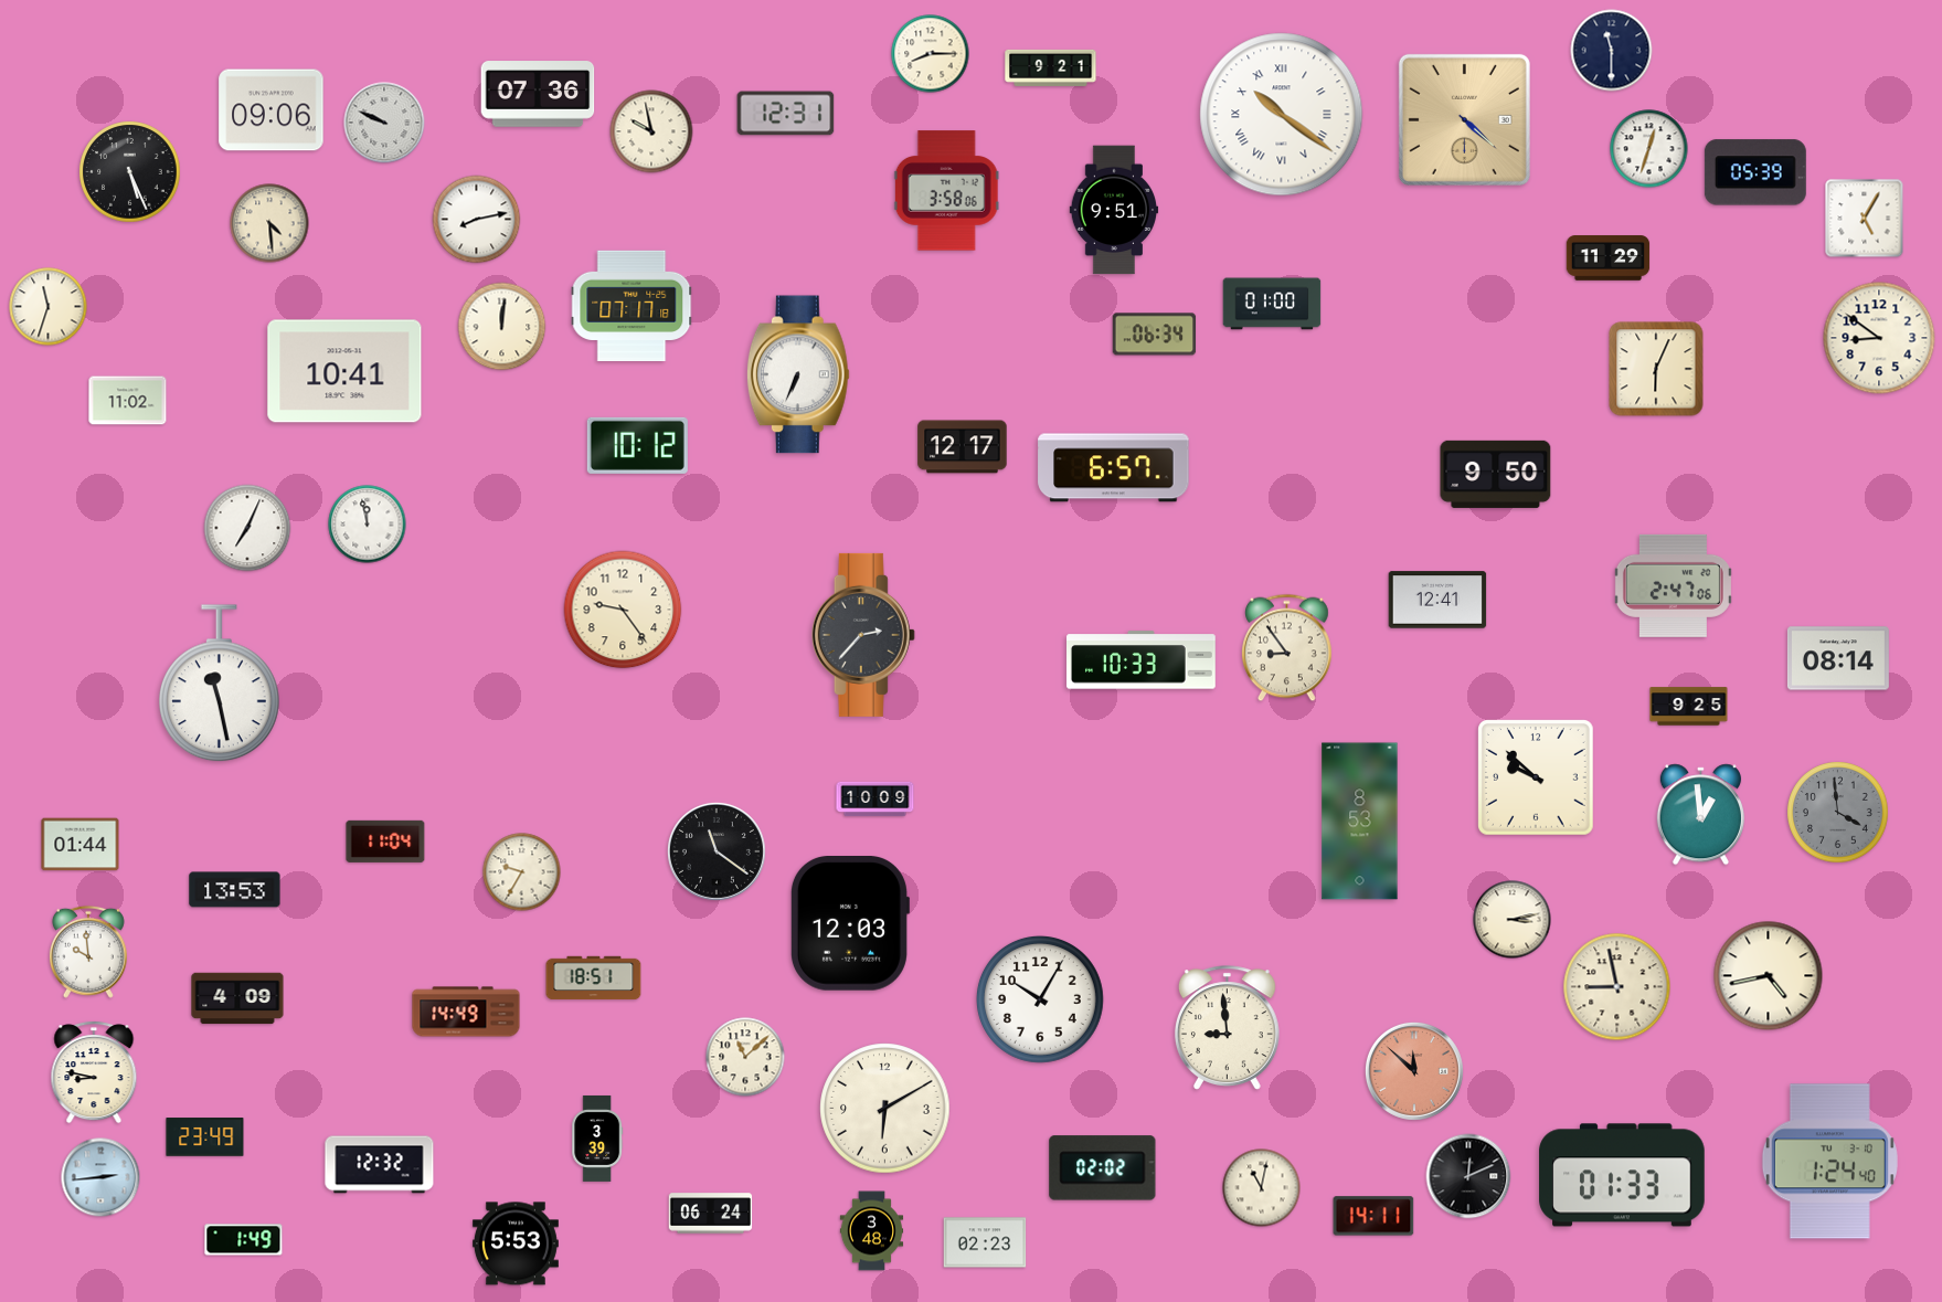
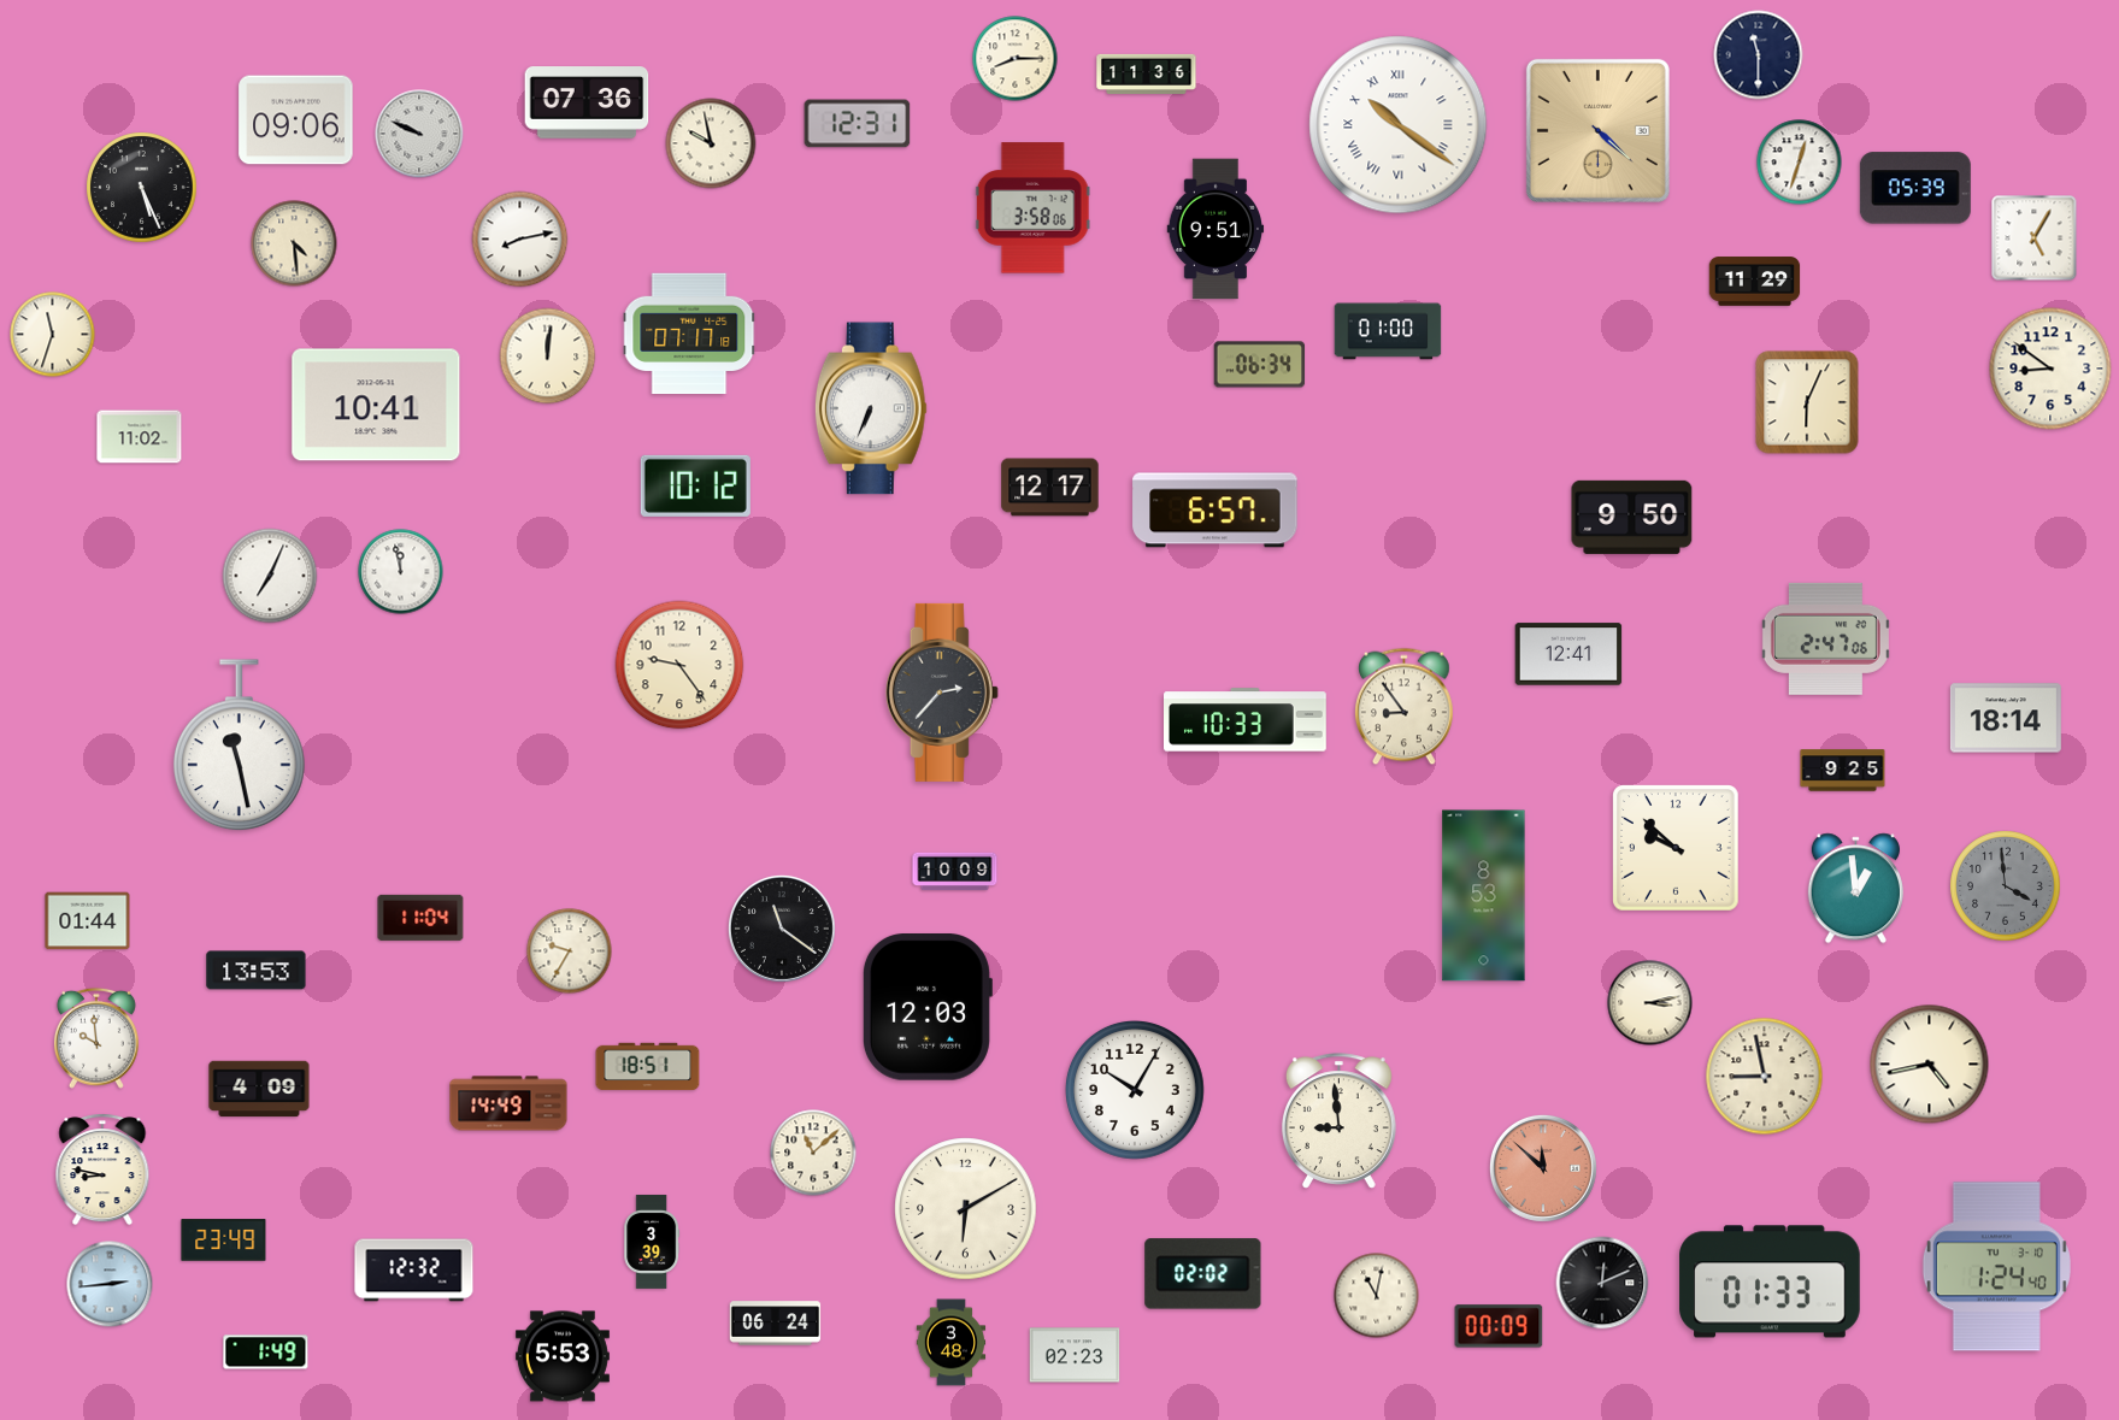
clock at (1051, 67): 9:21 -> 11:36
clock at (1838, 658): 08:14 -> 18:14
clock at (1373, 1216): 14:11 -> 00:09
